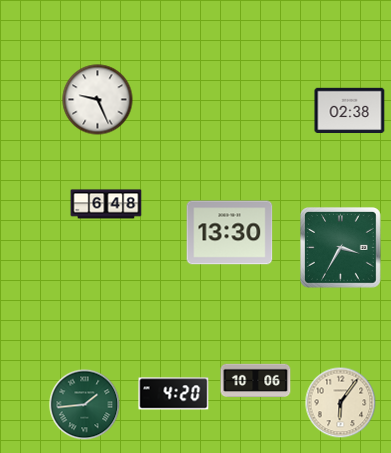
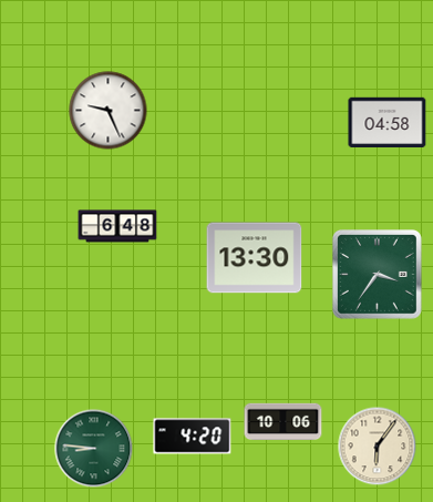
clock at (350, 110): 02:38 -> 04:58
clock at (341, 248): 3:35 -> 3:36
clock at (85, 405): 1:44 -> 8:46
